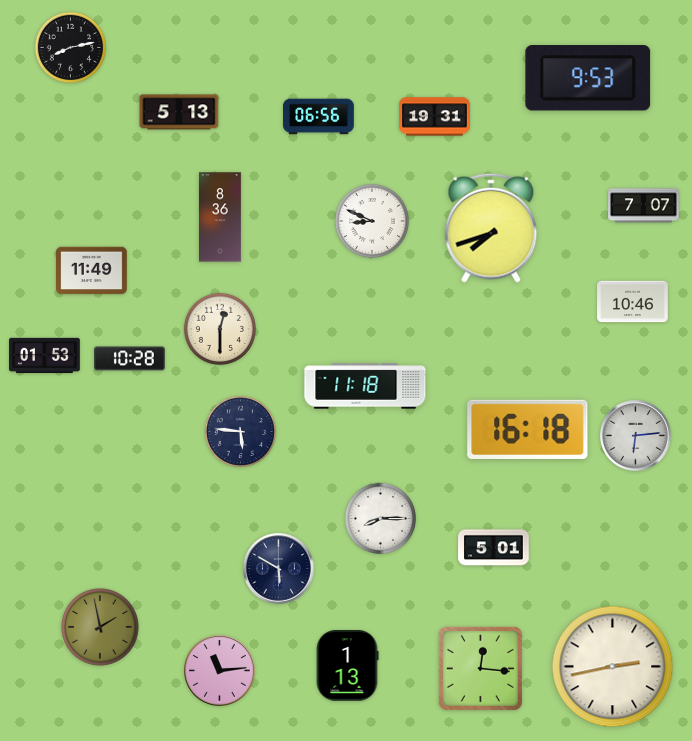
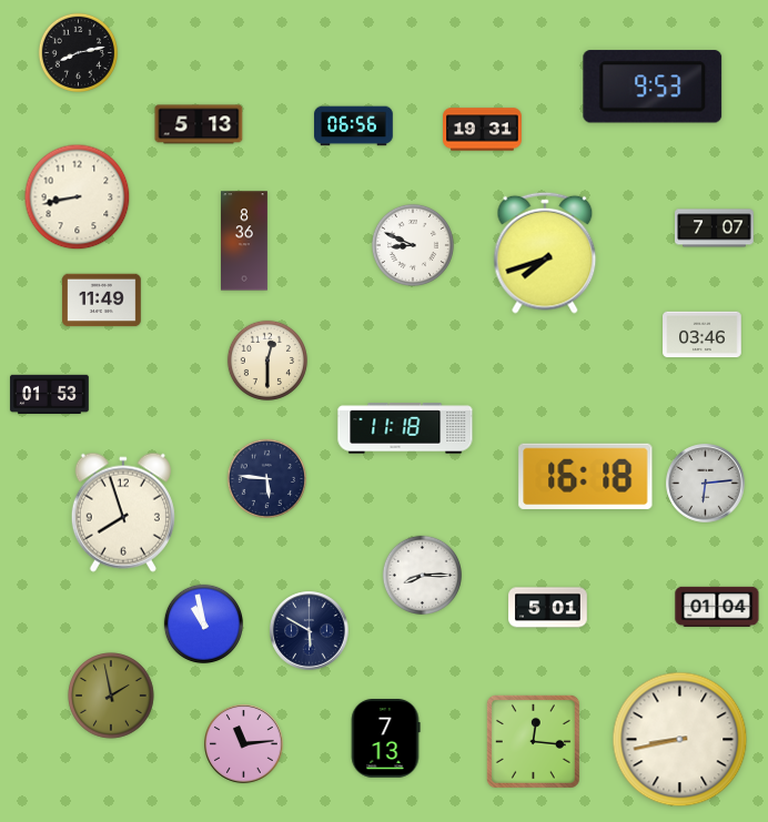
clock at (319, 117) position: (319, 117) -> (354, 126)
clock at (78, 197): none -> 8:43
clock at (633, 302): 10:46 -> 03:46
clock at (220, 329) position: (220, 329) -> (267, 361)
clock at (130, 359): 10:28 -> none
clock at (123, 513): none -> 7:57
clock at (717, 607): none -> 01:04
clock at (204, 623): none -> 10:58
clock at (347, 666): 1:13 -> 7:13
clock at (613, 667): 2:43 -> 8:43
